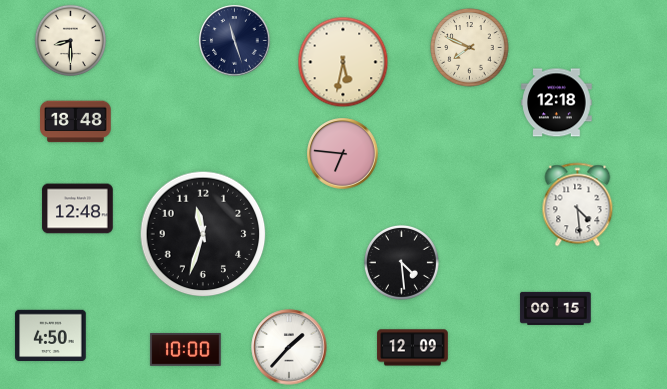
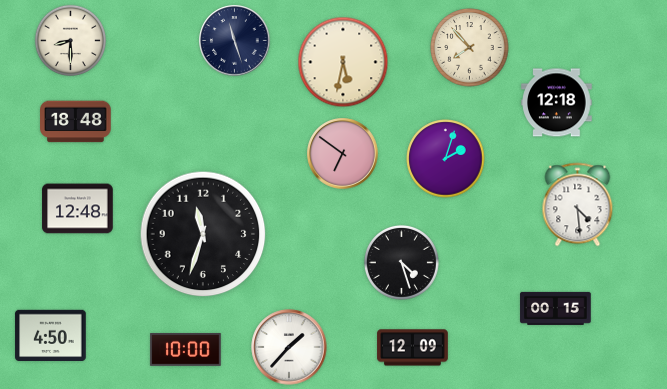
clock at (470, 48): 7:49 -> 7:53
clock at (343, 154): 6:46 -> 6:51
clock at (446, 159): none -> 2:03
clock at (401, 262): 4:29 -> 4:27
